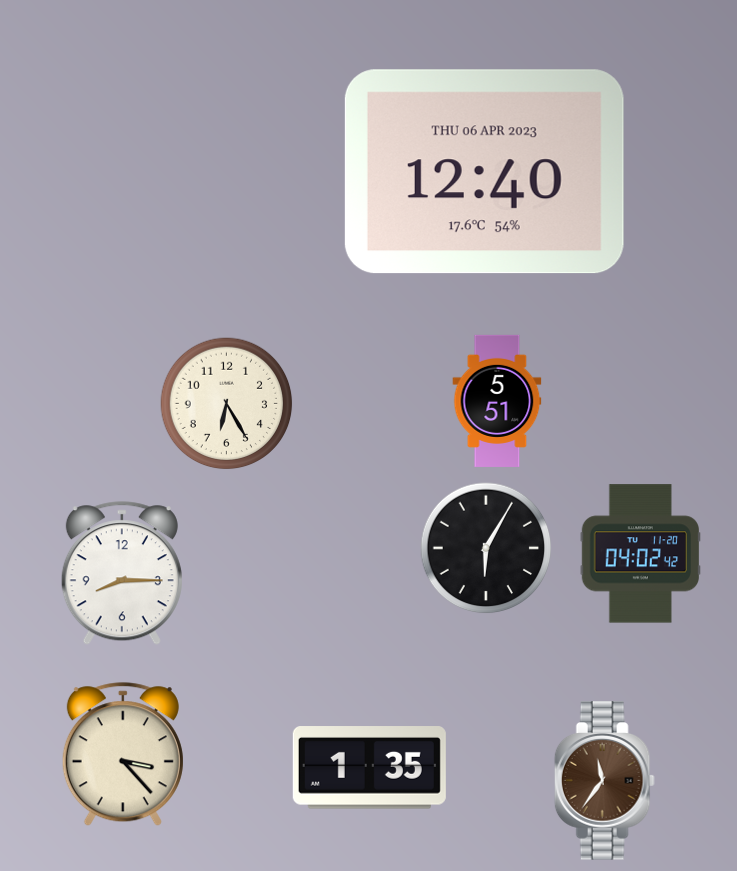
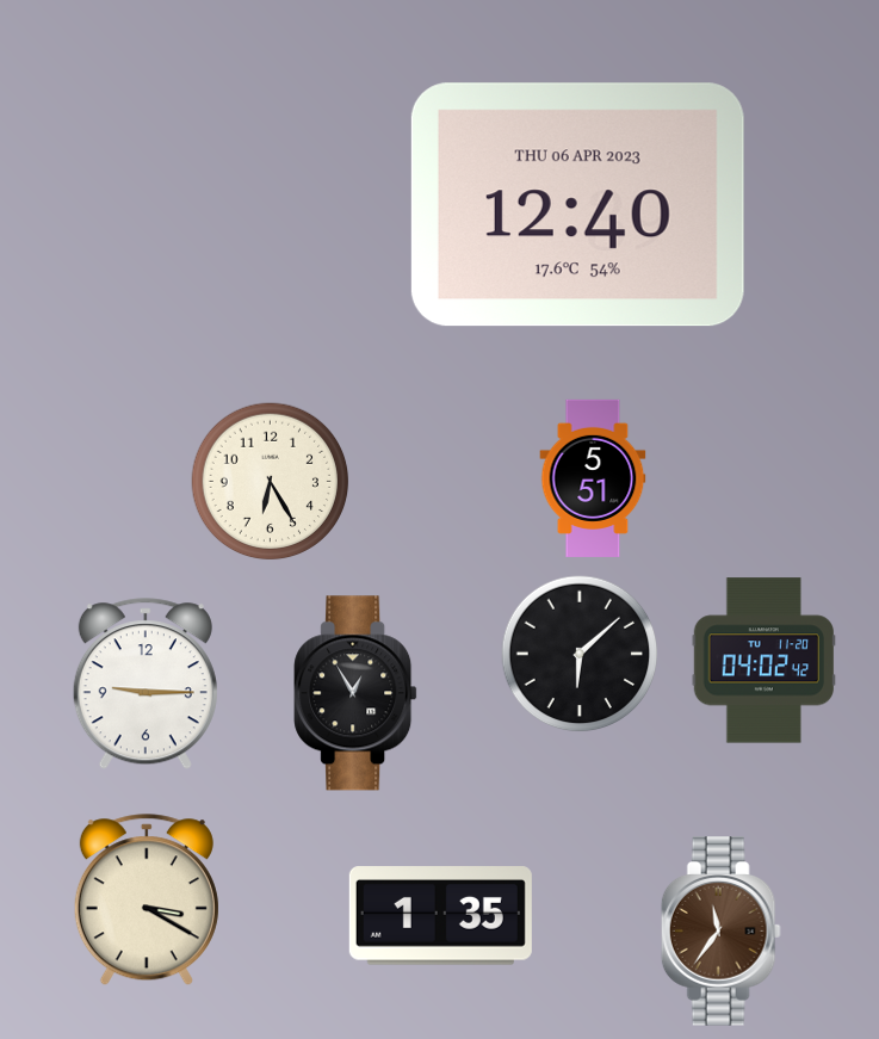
clock at (486, 548): 6:05 -> 6:08
clock at (122, 574): 8:15 -> 9:15
clock at (355, 693): none -> 12:55
clock at (123, 755): 3:23 -> 3:20
